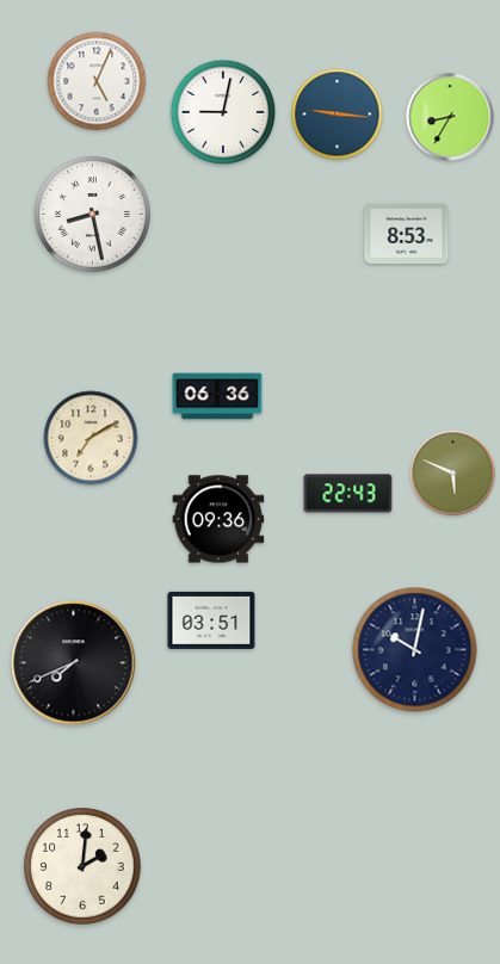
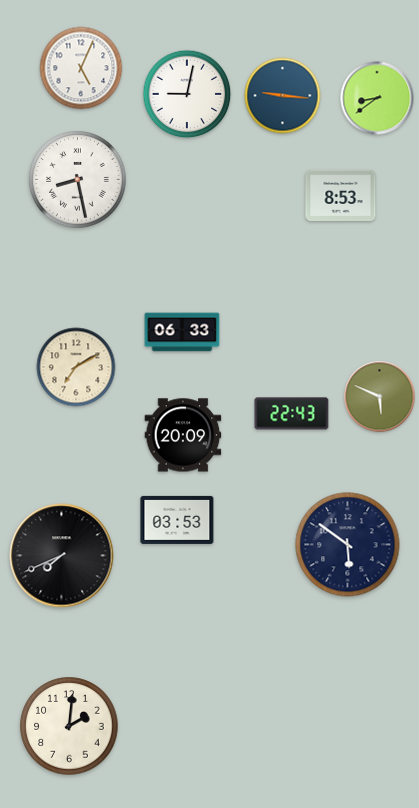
clock at (450, 117): 8:35 -> 8:39
clock at (217, 396): 06:36 -> 06:33
clock at (218, 519): 09:36 -> 20:09
clock at (211, 620): 03:51 -> 03:53
clock at (415, 650): 10:02 -> 5:51
